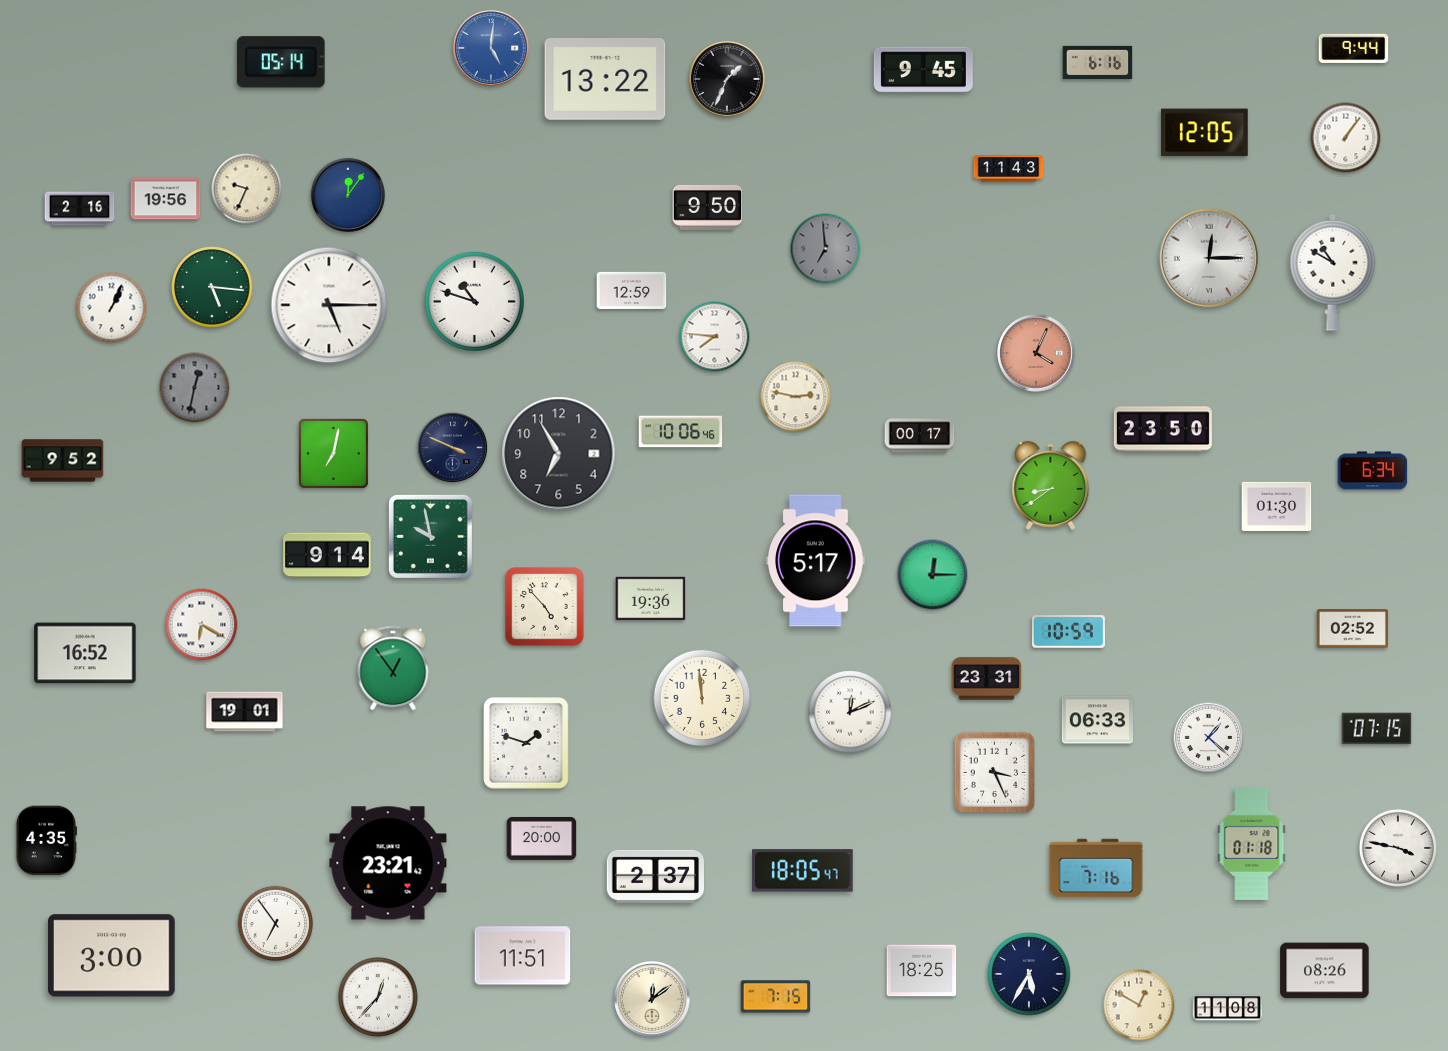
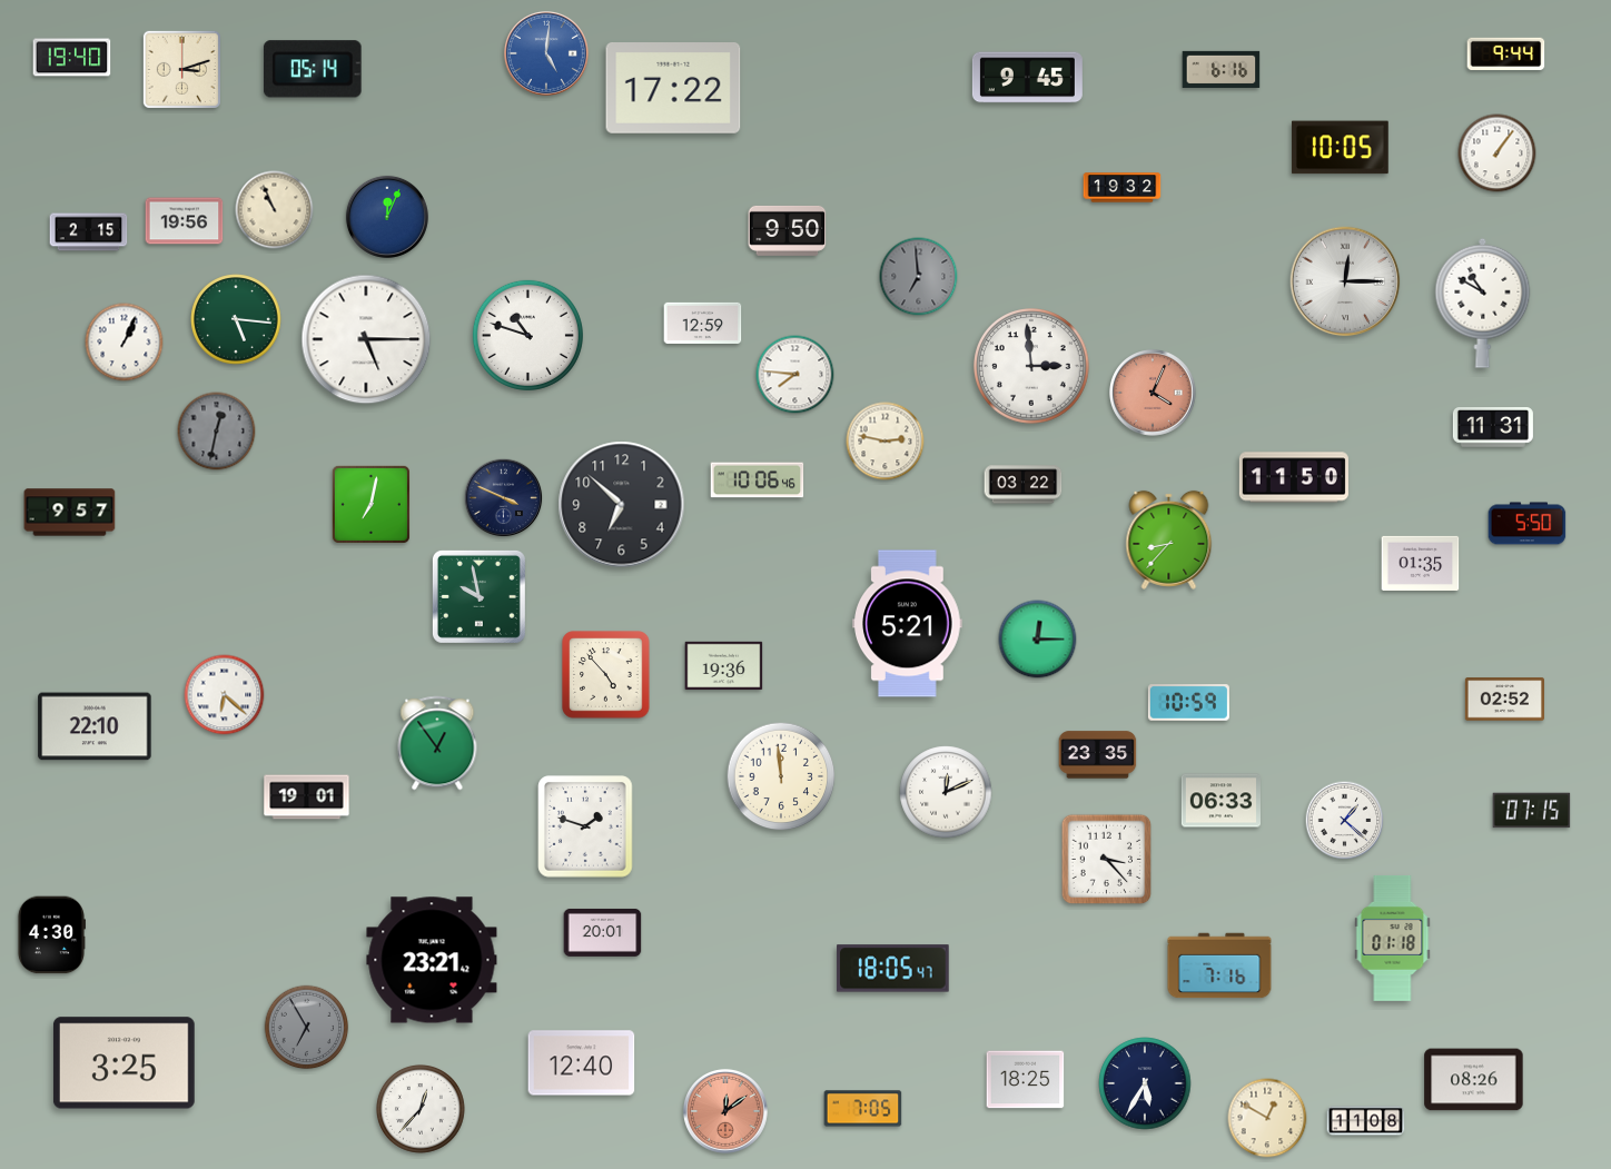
clock at (72, 58): none -> 19:40
clock at (181, 69): none -> 3:12
clock at (727, 79): 1:34 -> none
clock at (605, 80): 13:22 -> 17:22
clock at (1204, 133): 12:05 -> 10:05
clock at (1009, 169): 11:43 -> 19:32
clock at (247, 189): 9:34 -> 10:56
clock at (348, 195): 12:06 -> 12:04
clock at (80, 209): 2:16 -> 2:15
clock at (1209, 258) position: (1209, 258) -> (1345, 281)
clock at (1031, 366): none -> 2:59
clock at (1493, 428): none -> 11:31
clock at (1163, 429): 23:50 -> 11:50
clock at (920, 436): 00:17 -> 03:22
clock at (559, 454): 6:55 -> 6:52
clock at (63, 461): 9:52 -> 9:57
clock at (1373, 471): 6:34 -> 5:50
clock at (1051, 485): 8:39 -> 8:37
clock at (1277, 506): 01:30 -> 01:35
clock at (327, 555): 9:14 -> none
clock at (816, 561): 5:17 -> 5:21
clock at (202, 625): 6:20 -> 6:22
clock at (85, 653): 16:52 -> 22:10
clock at (987, 679): 23:31 -> 23:35
clock at (245, 712) position: (245, 712) -> (307, 798)
clock at (995, 773): 3:26 -> 3:23
clock at (542, 838): 20:00 -> 20:01
clock at (45, 841): 4:35 -> 4:30
clock at (1398, 848): 3:47 -> none
clock at (655, 876): 2:37 -> none
clock at (276, 924): 6:54 -> 6:55
clock at (276, 924) dial: white -> grey
clock at (111, 956): 3:00 -> 3:25
clock at (523, 956): 11:51 -> 12:40
clock at (776, 997): 7:15 -> 7:05
clock at (652, 999) dial: cream -> salmon
